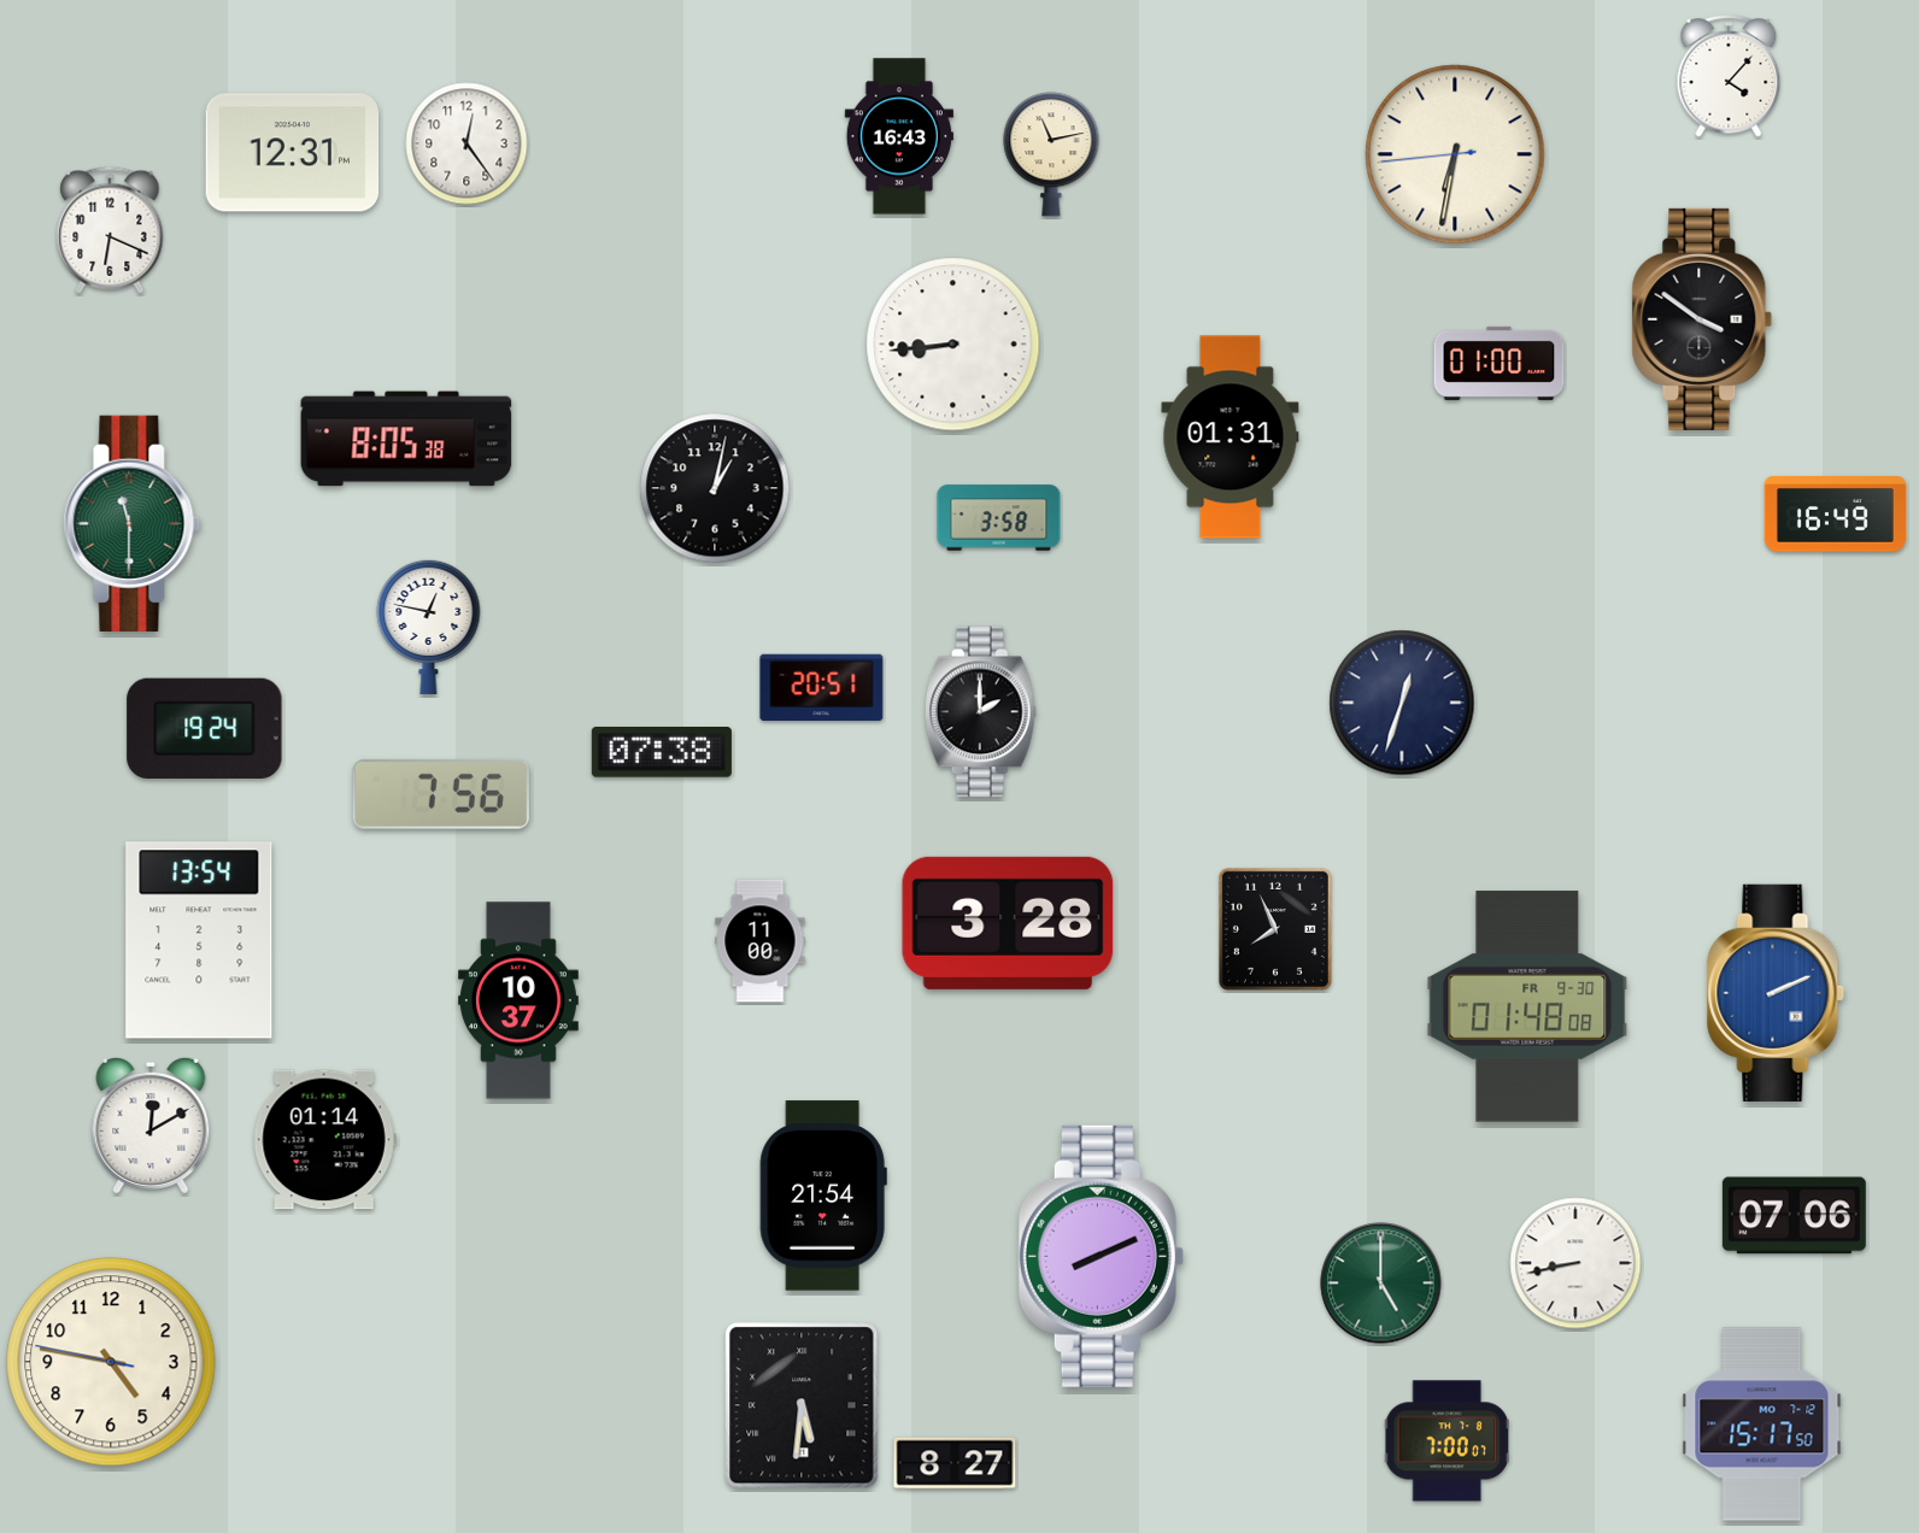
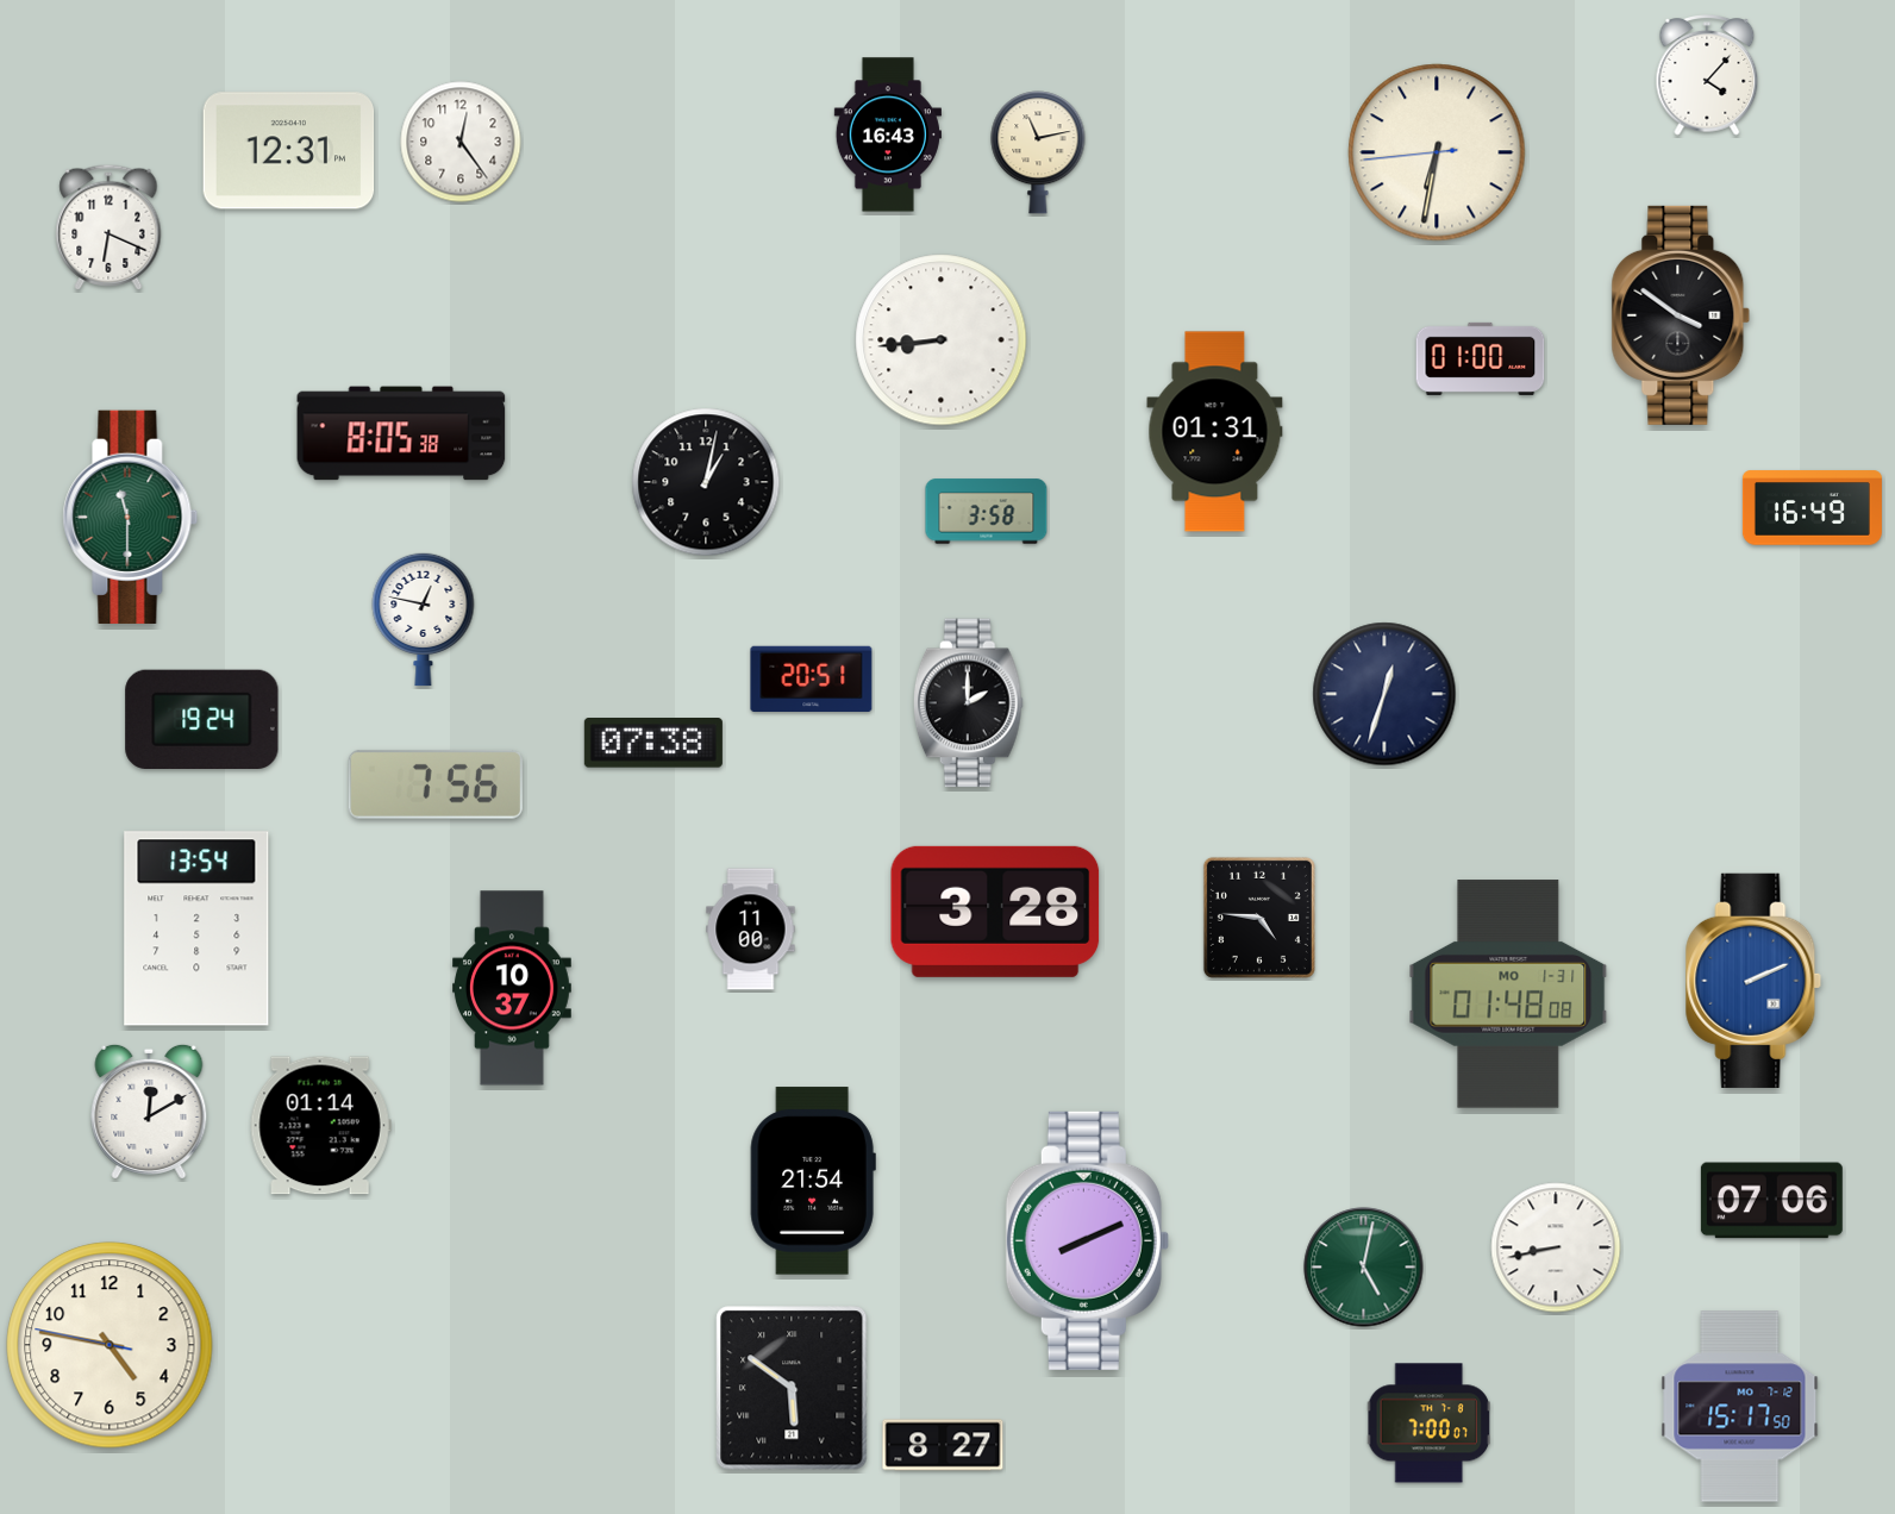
clock at (1275, 929): 7:56 -> 4:46
clock at (1527, 1006) date: FR 9-30 -> MO 1-31
clock at (1381, 1284): 5:00 -> 5:02
clock at (802, 1405): 5:31 -> 5:51
